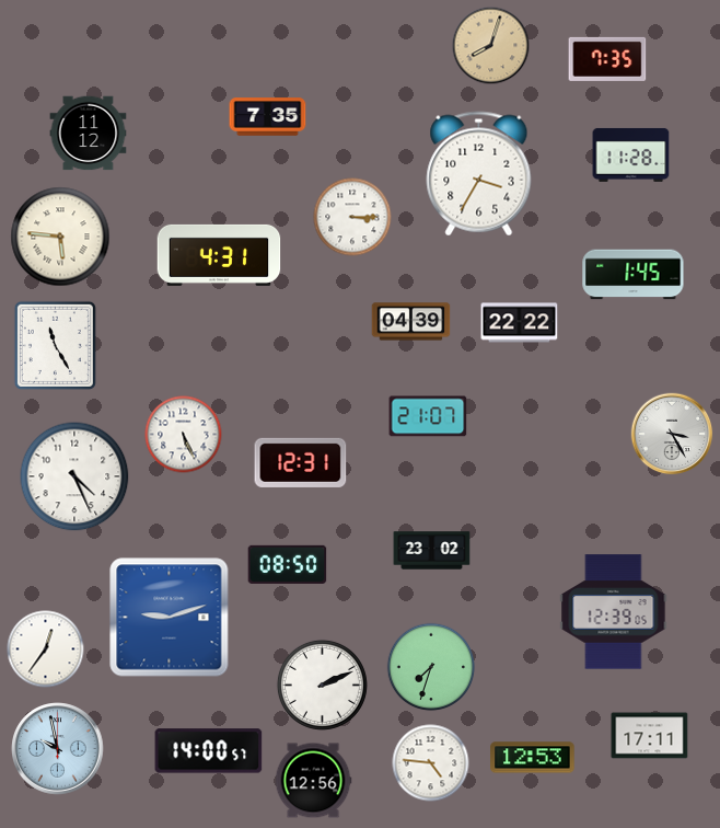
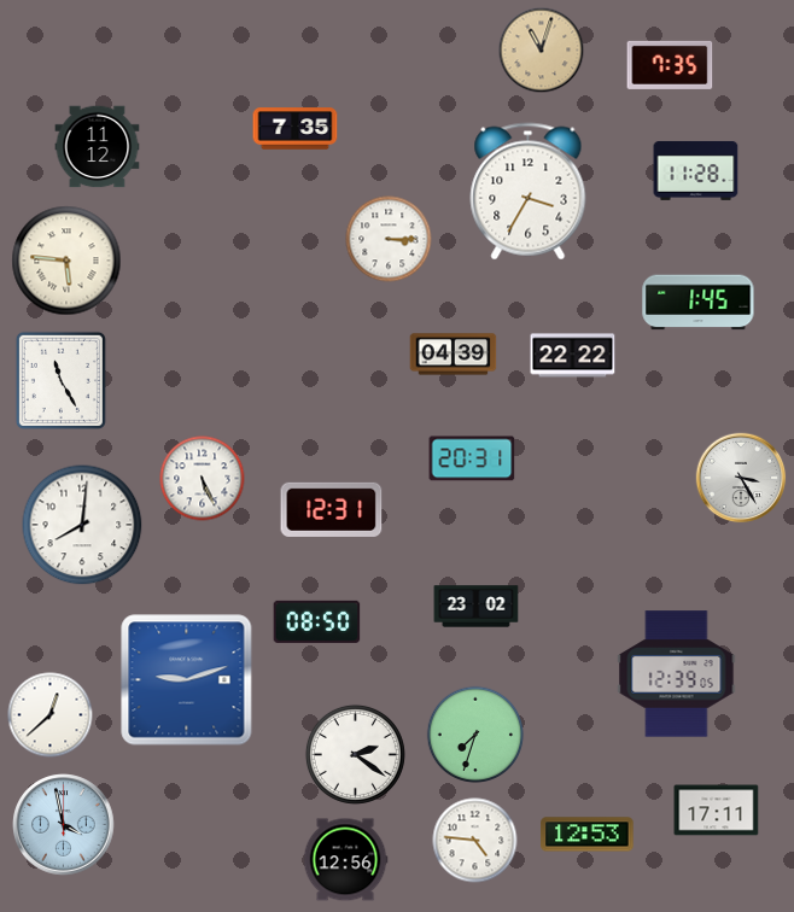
clock at (491, 46): 8:03 -> 11:03
clock at (219, 255): 4:31 -> none
clock at (428, 416): 21:07 -> 20:31
clock at (74, 476): 4:26 -> 8:01
clock at (46, 649): 12:36 -> 12:38
clock at (322, 685): 2:11 -> 2:21
clock at (58, 749): 9:58 -> 3:58
clock at (209, 751): 14:00 -> none
